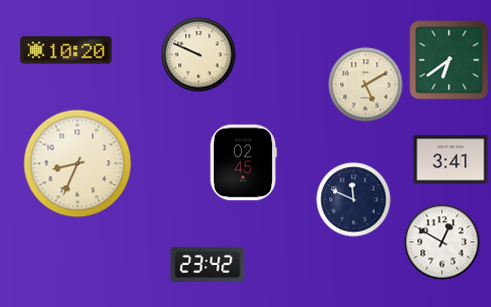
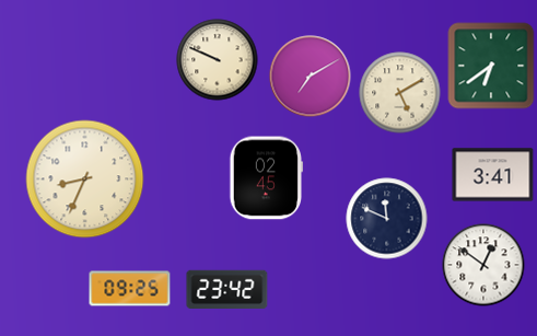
clock at (66, 50): 10:20 -> none
clock at (311, 77): none -> 7:10
clock at (442, 242): 12:50 -> 12:51
clock at (130, 289): none -> 09:25
